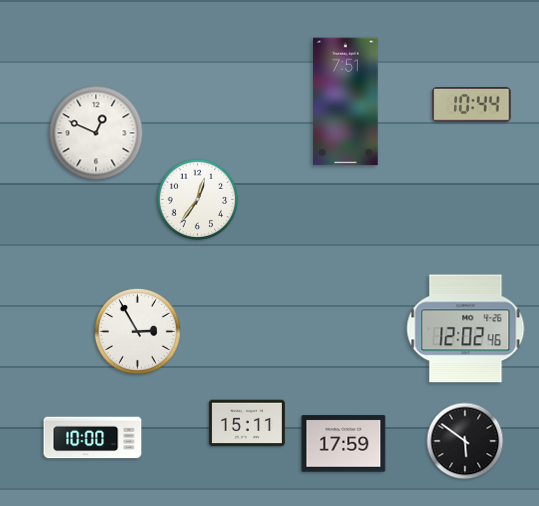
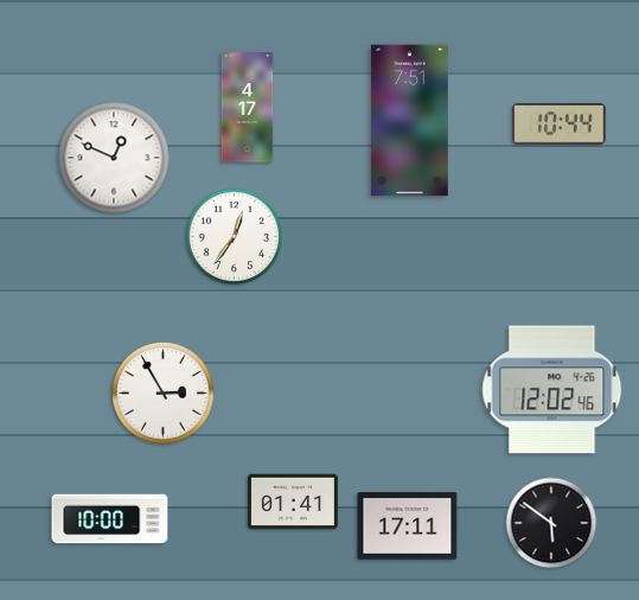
clock at (248, 108): none -> 4:17
clock at (247, 423): 15:11 -> 01:41
clock at (344, 444): 17:59 -> 17:11
